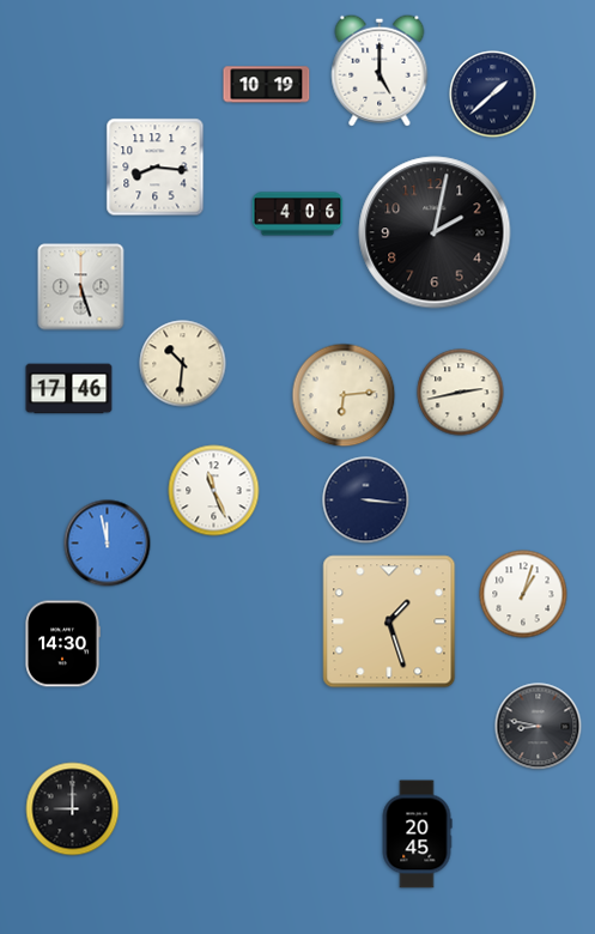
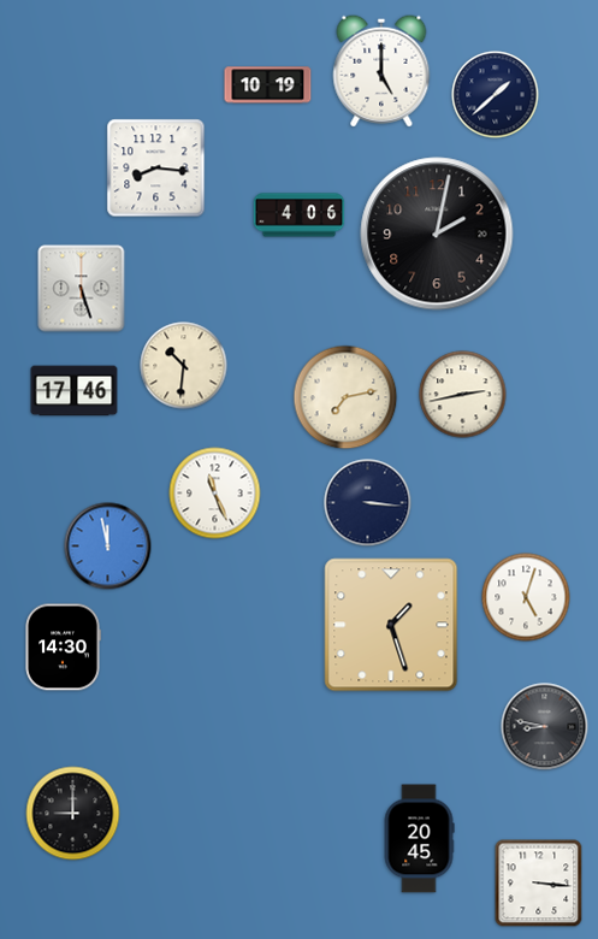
clock at (69, 389) position: (69, 389) -> (75, 391)
clock at (344, 395): 6:14 -> 7:13
clock at (523, 594): 1:03 -> 5:03
clock at (539, 727) position: (539, 727) -> (545, 727)
clock at (539, 884): none -> 3:16
